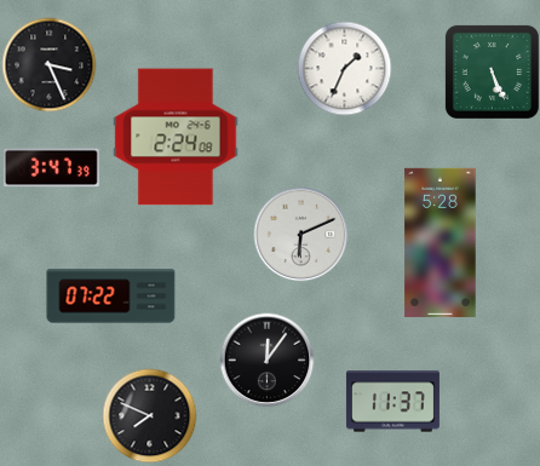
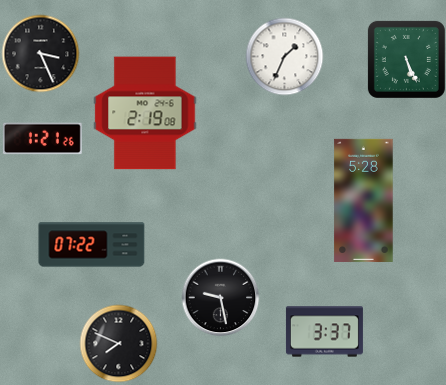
clock at (176, 137): 2:24 -> 2:19
clock at (51, 168): 3:47 -> 1:21
clock at (300, 234): 6:11 -> none
clock at (266, 359): 12:06 -> 9:28
clock at (392, 402): 11:37 -> 3:37
clock at (149, 415) position: (149, 415) -> (118, 343)
